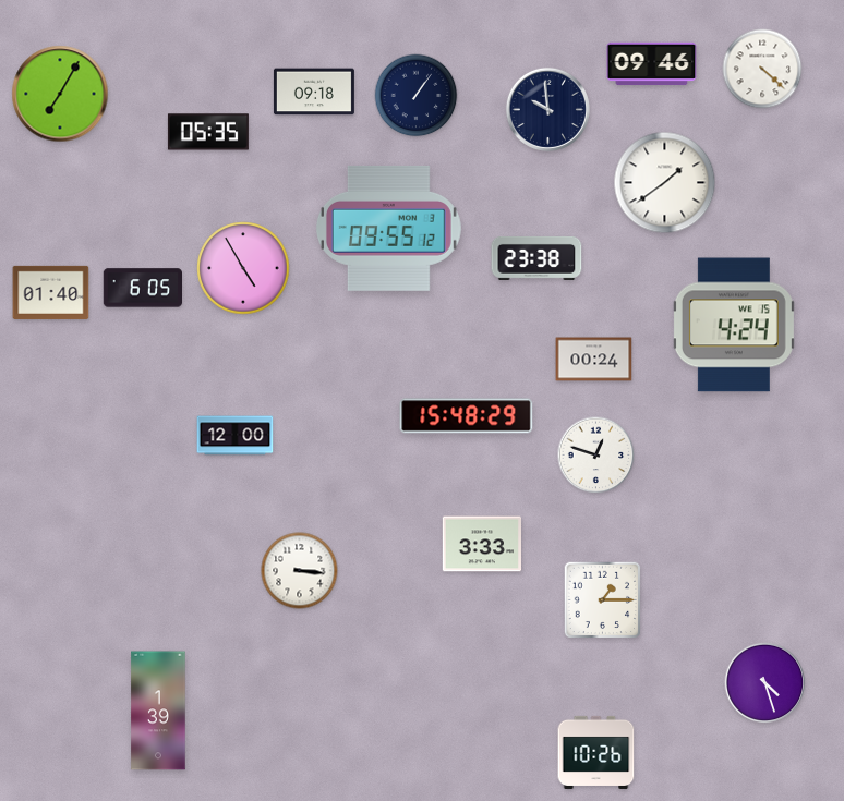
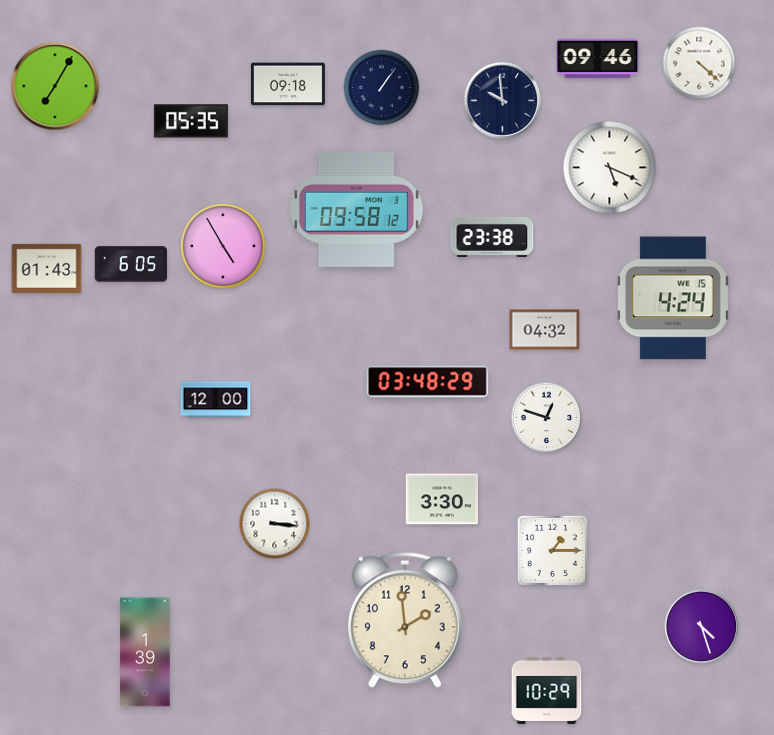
clock at (665, 183): 1:39 -> 5:19
clock at (388, 228): 09:55 -> 09:58
clock at (51, 292): 01:40 -> 01:43
clock at (594, 360): 00:24 -> 04:32
clock at (467, 416): 15:48 -> 03:48
clock at (481, 544): 3:33 -> 3:30
clock at (405, 620): none -> 1:59
clock at (596, 752): 10:26 -> 10:29
